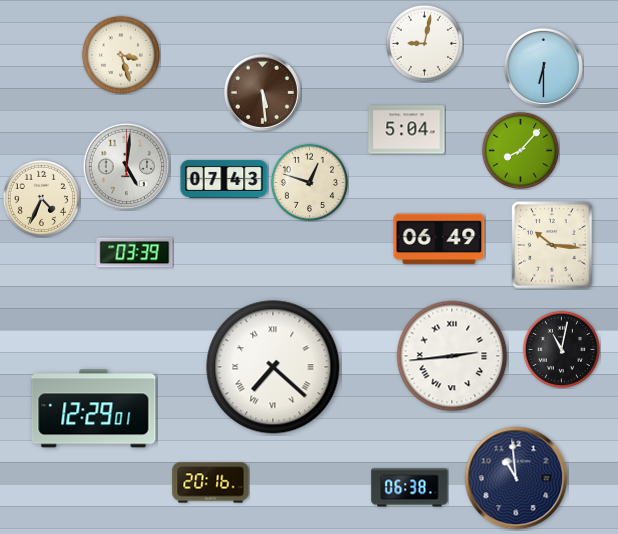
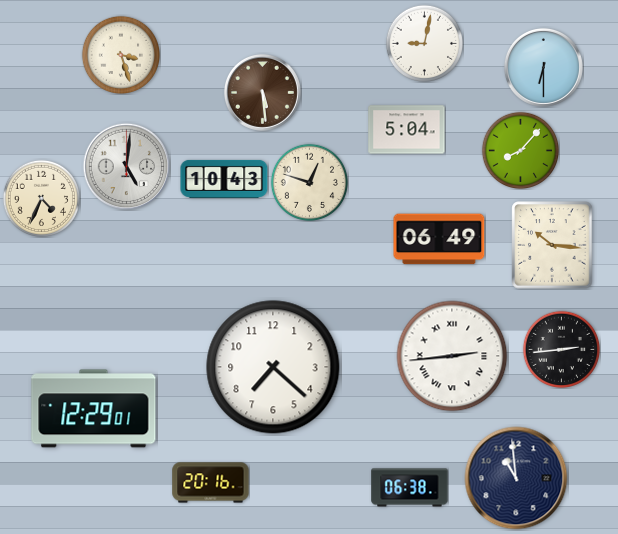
clock at (224, 179): 07:43 -> 10:43
clock at (135, 253): 03:39 -> none
clock at (561, 349): 11:02 -> 2:44
clock at (273, 367) numerals: Roman -> Arabic
